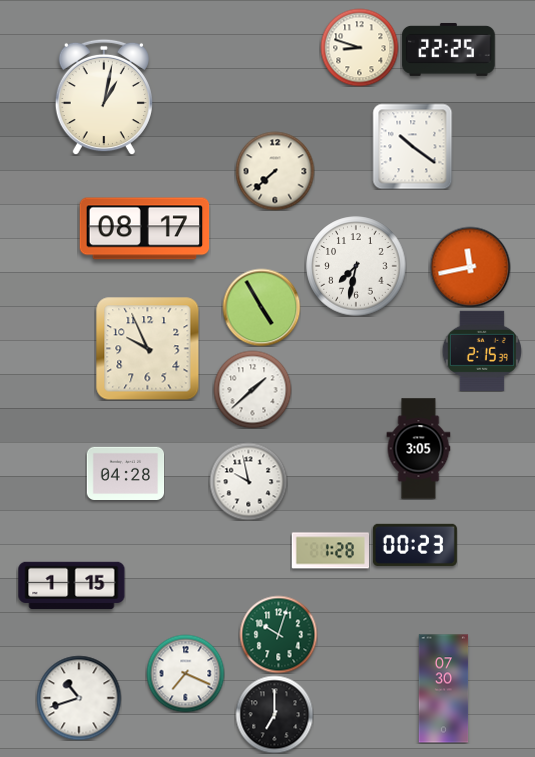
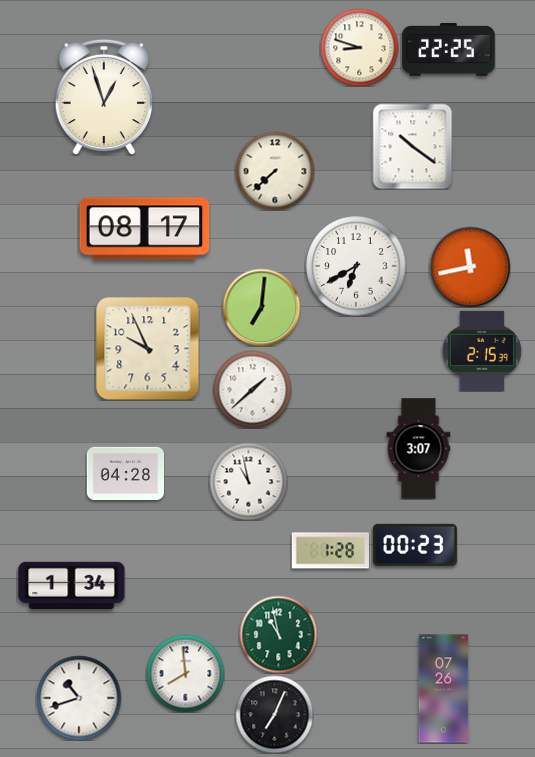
clock at (104, 97): 1:02 -> 12:57
clock at (356, 266): 7:32 -> 6:40
clock at (261, 307): 4:55 -> 7:01
clock at (419, 449): 3:05 -> 3:07
clock at (248, 481): 9:58 -> 10:58
clock at (72, 586): 1:15 -> 1:34
clock at (278, 634): 10:03 -> 10:58
clock at (185, 673): 7:19 -> 7:59
clock at (444, 689): 07:30 -> 07:26
clock at (274, 714): 7:00 -> 7:04
